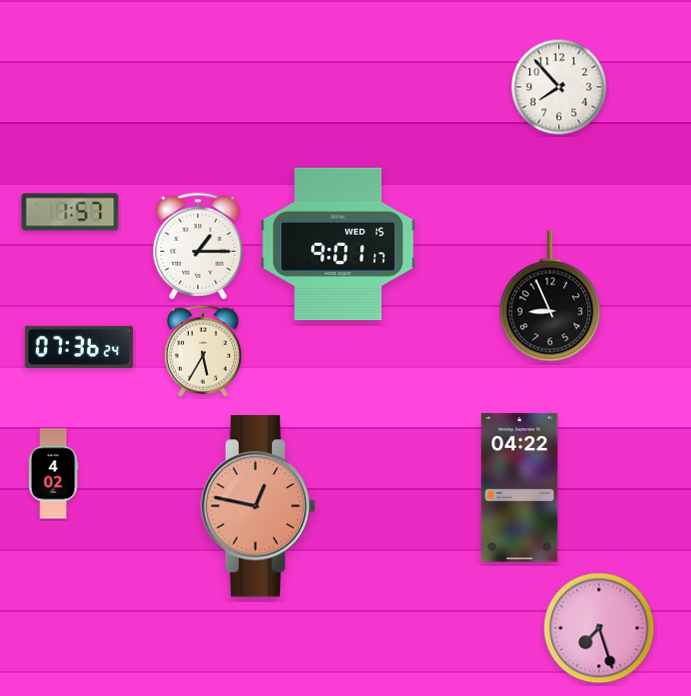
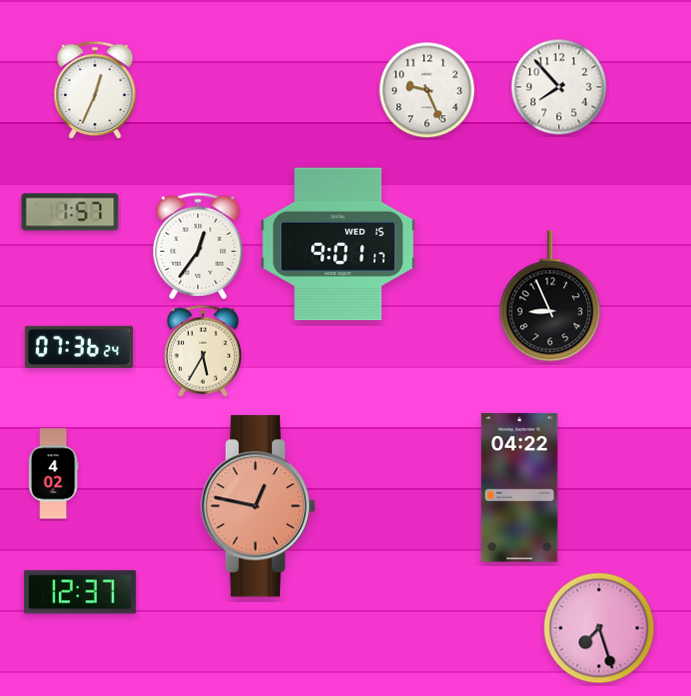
clock at (95, 90): none -> 12:34
clock at (427, 90): none -> 9:26
clock at (198, 246): 1:15 -> 12:36
clock at (80, 592): none -> 12:37
